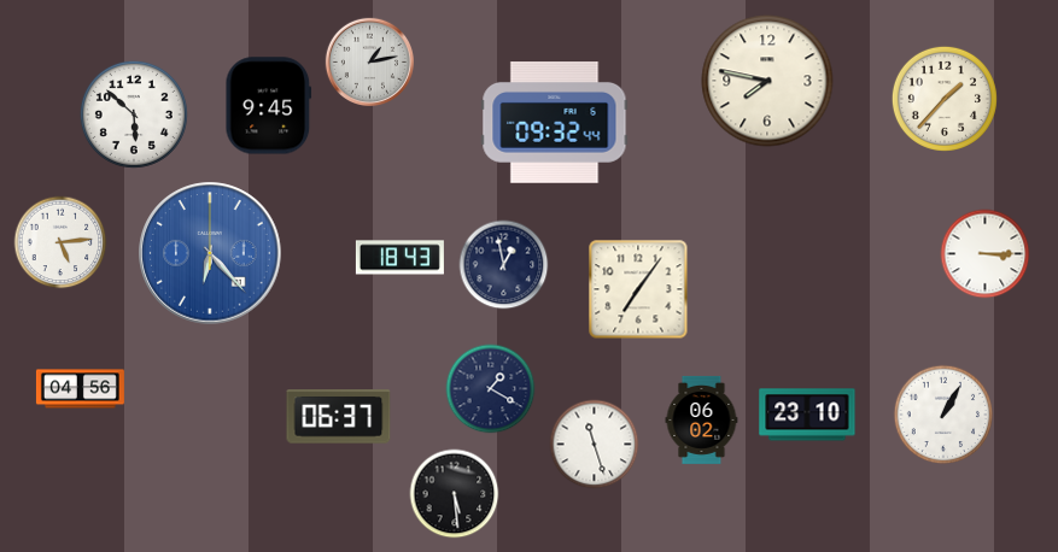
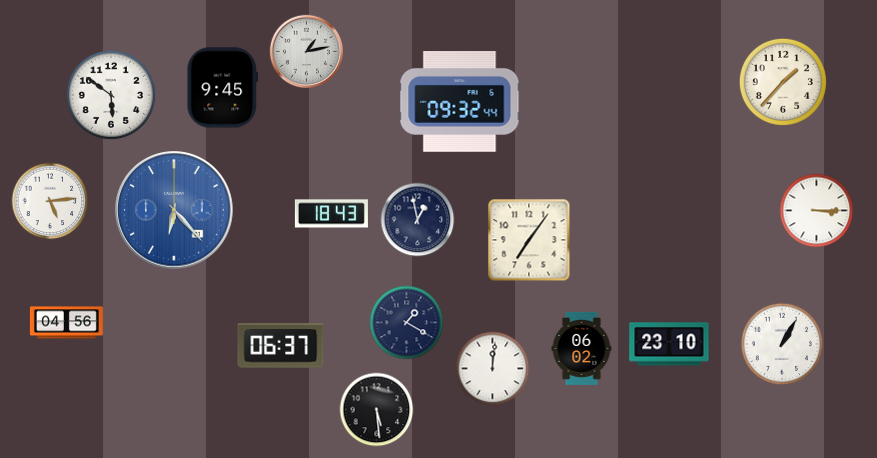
clock at (767, 81): 7:47 -> none
clock at (134, 114): 5:52 -> 5:51
clock at (595, 445): 11:27 -> 12:01
